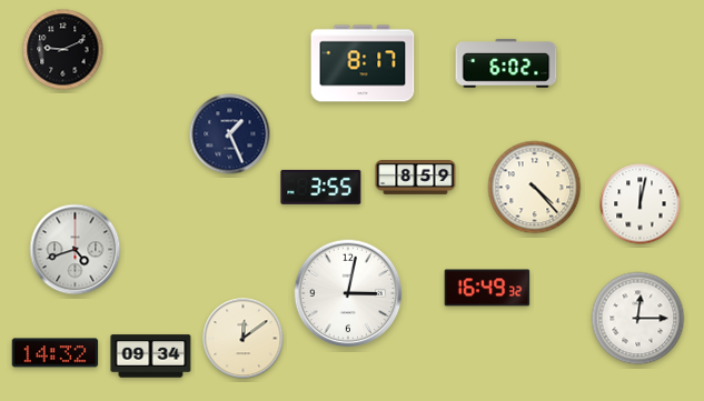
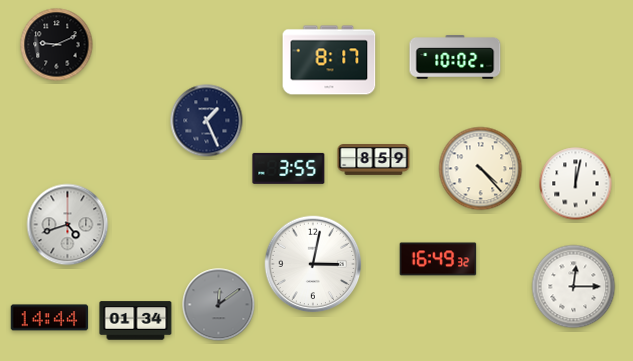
clock at (363, 63) position: (363, 63) -> (329, 60)
clock at (506, 63): 6:02 -> 10:02
clock at (244, 339) dial: cream -> grey
clock at (56, 353): 14:32 -> 14:44
clock at (151, 357): 09:34 -> 01:34
